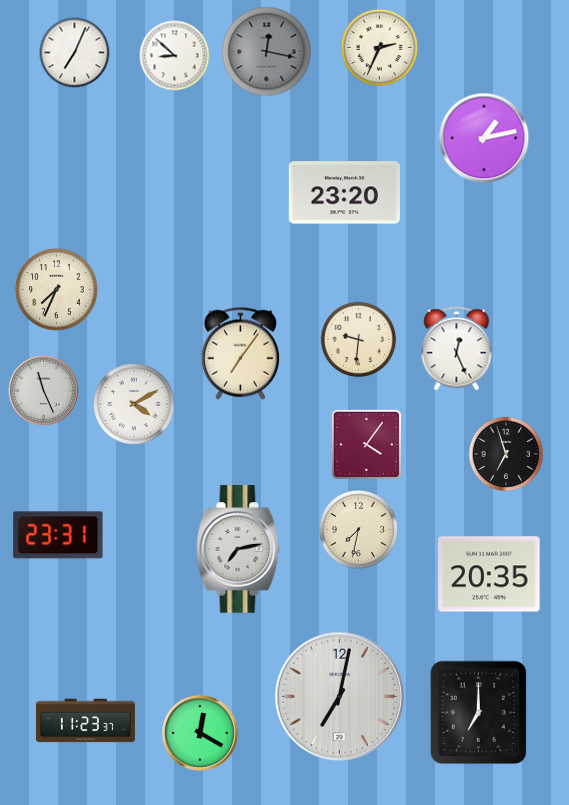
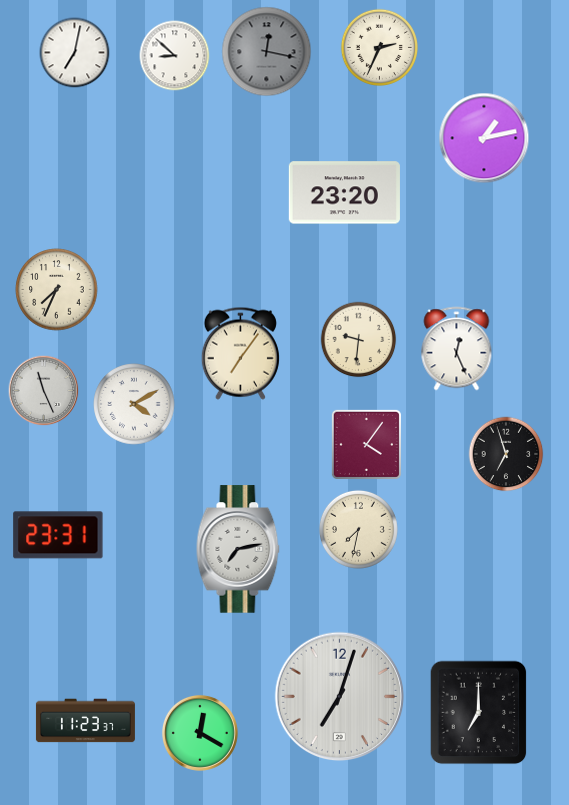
clock at (75, 53): 7:04 -> 7:02
clock at (489, 574): 20:35 -> none
clock at (340, 697): 7:02 -> 7:03
